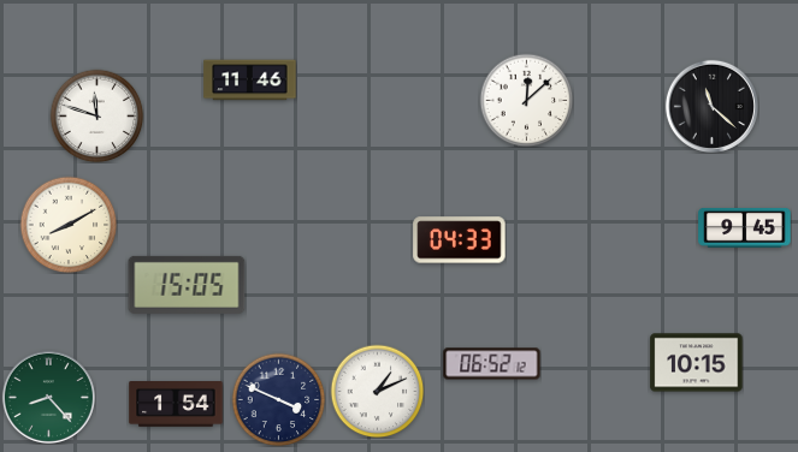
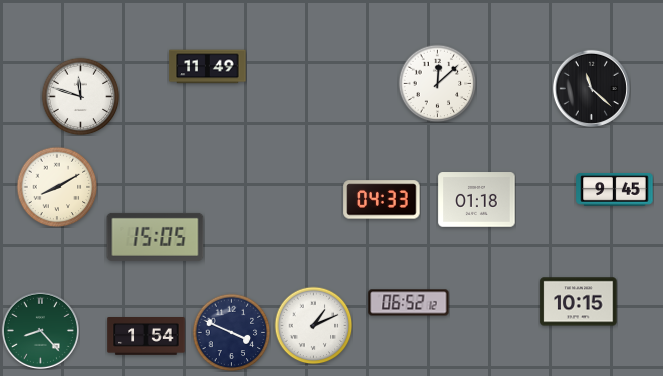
clock at (250, 81): 11:46 -> 11:49
clock at (745, 228) position: (745, 228) -> (615, 190)
clock at (477, 200): none -> 01:18
